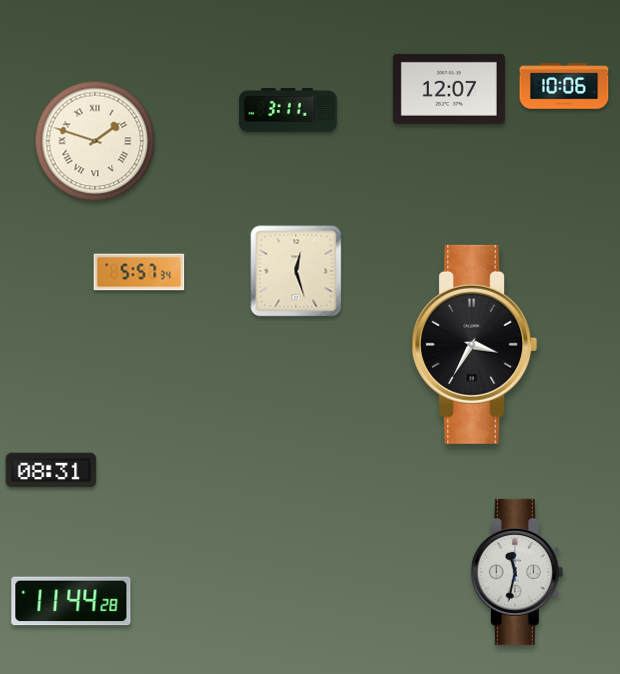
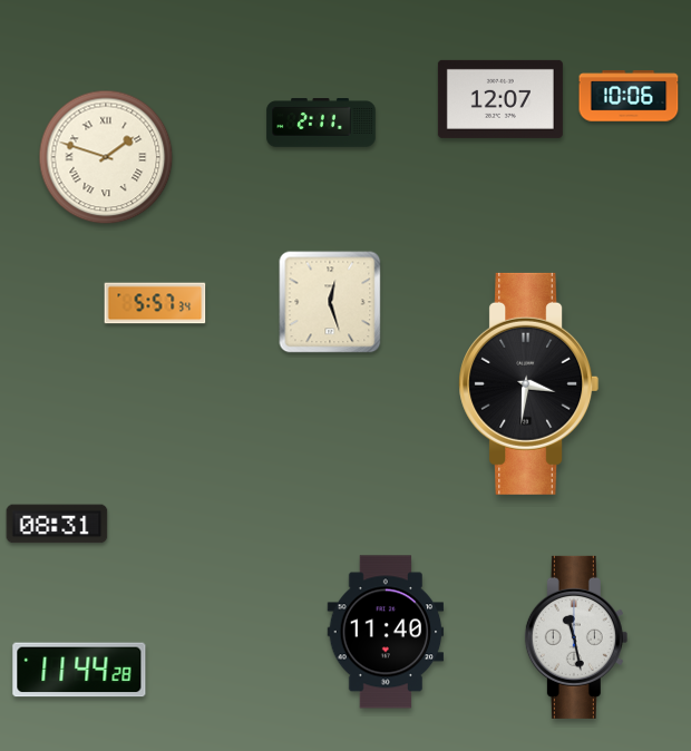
clock at (288, 110): 3:11 -> 2:11
clock at (475, 344): 3:35 -> 3:31
clock at (386, 632): none -> 11:40
clock at (517, 572): 11:32 -> 11:28
